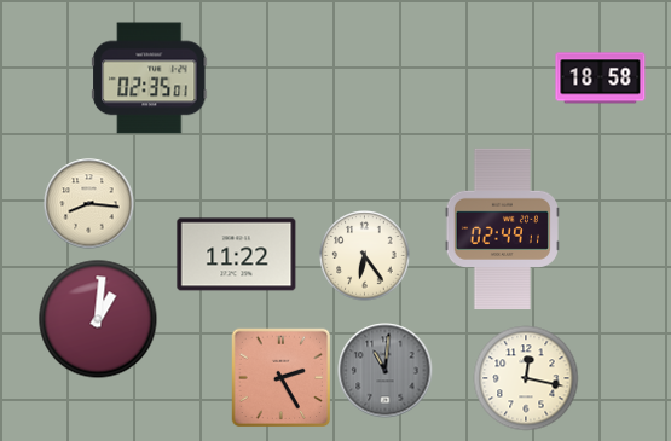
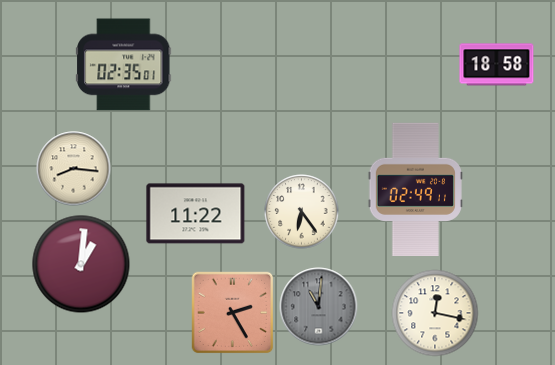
clock at (237, 255) position: (237, 255) -> (196, 214)
